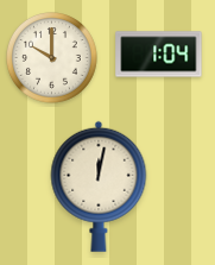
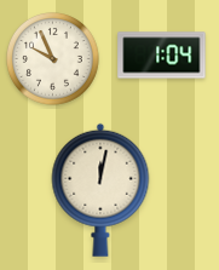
clock at (52, 58): 10:00 -> 9:56
